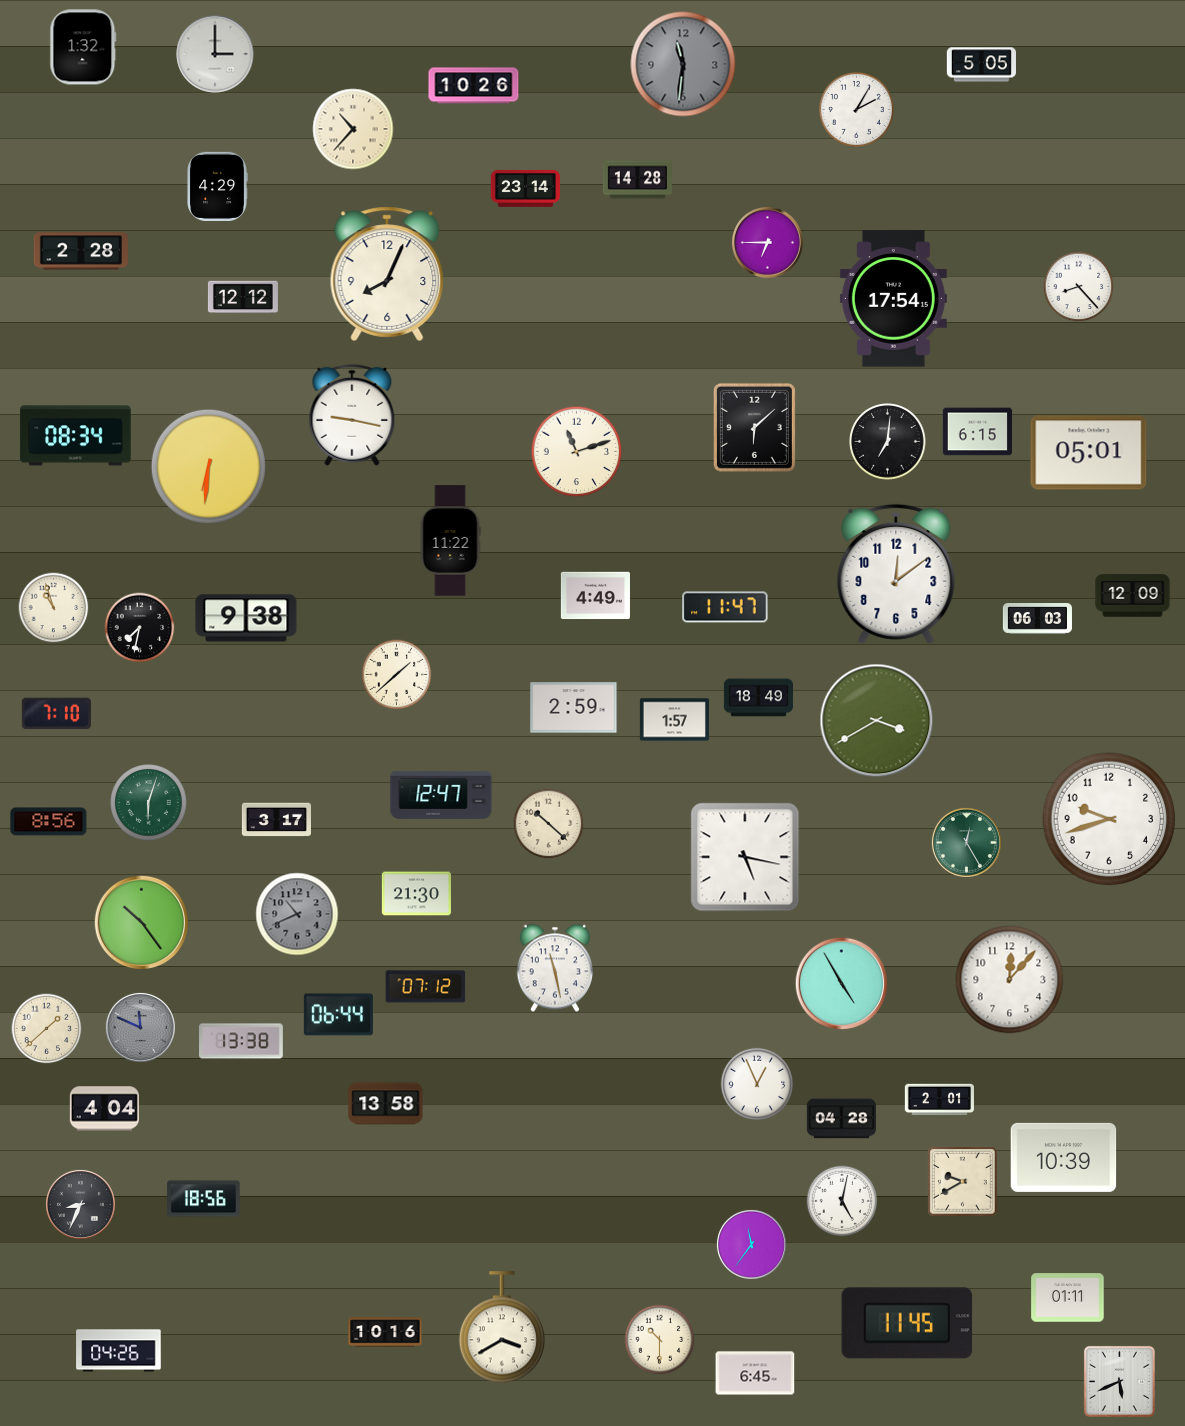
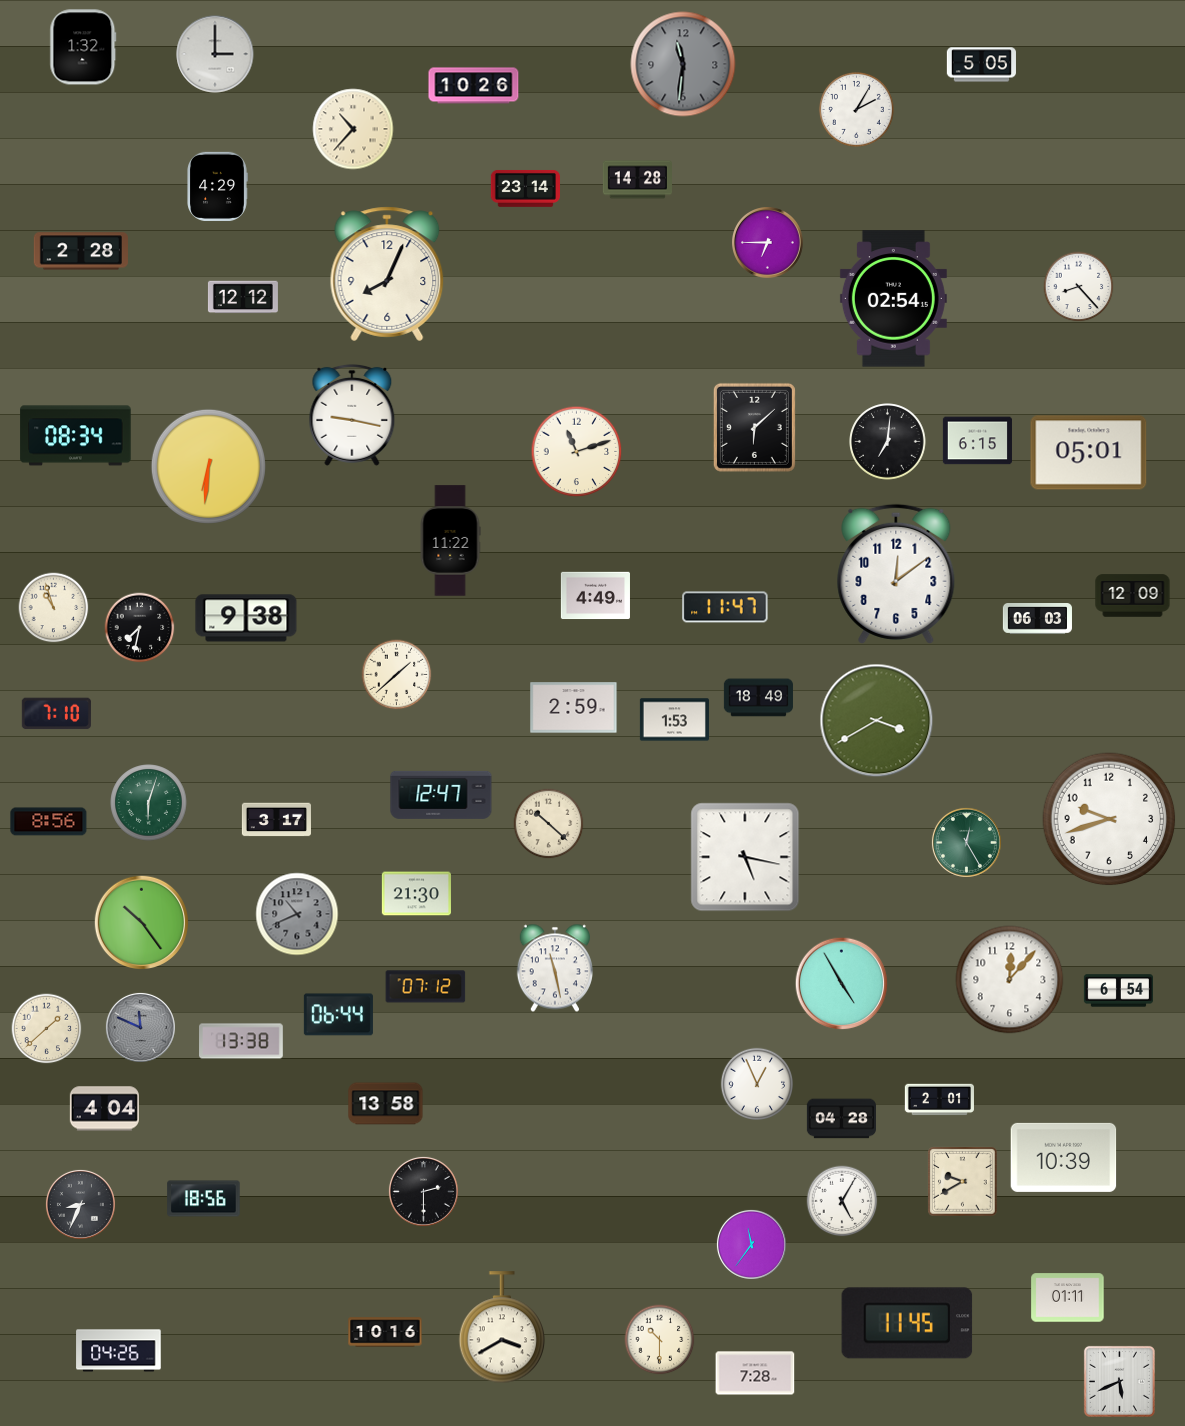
clock at (893, 299): 17:54 -> 02:54
clock at (977, 432) position: (977, 432) -> (977, 441)
clock at (674, 720): 1:57 -> 1:53
clock at (1118, 991): none -> 6:54
clock at (423, 1191): none -> 2:30
clock at (842, 1201): 5:02 -> 5:05
clock at (755, 1373): 6:45 -> 7:28
